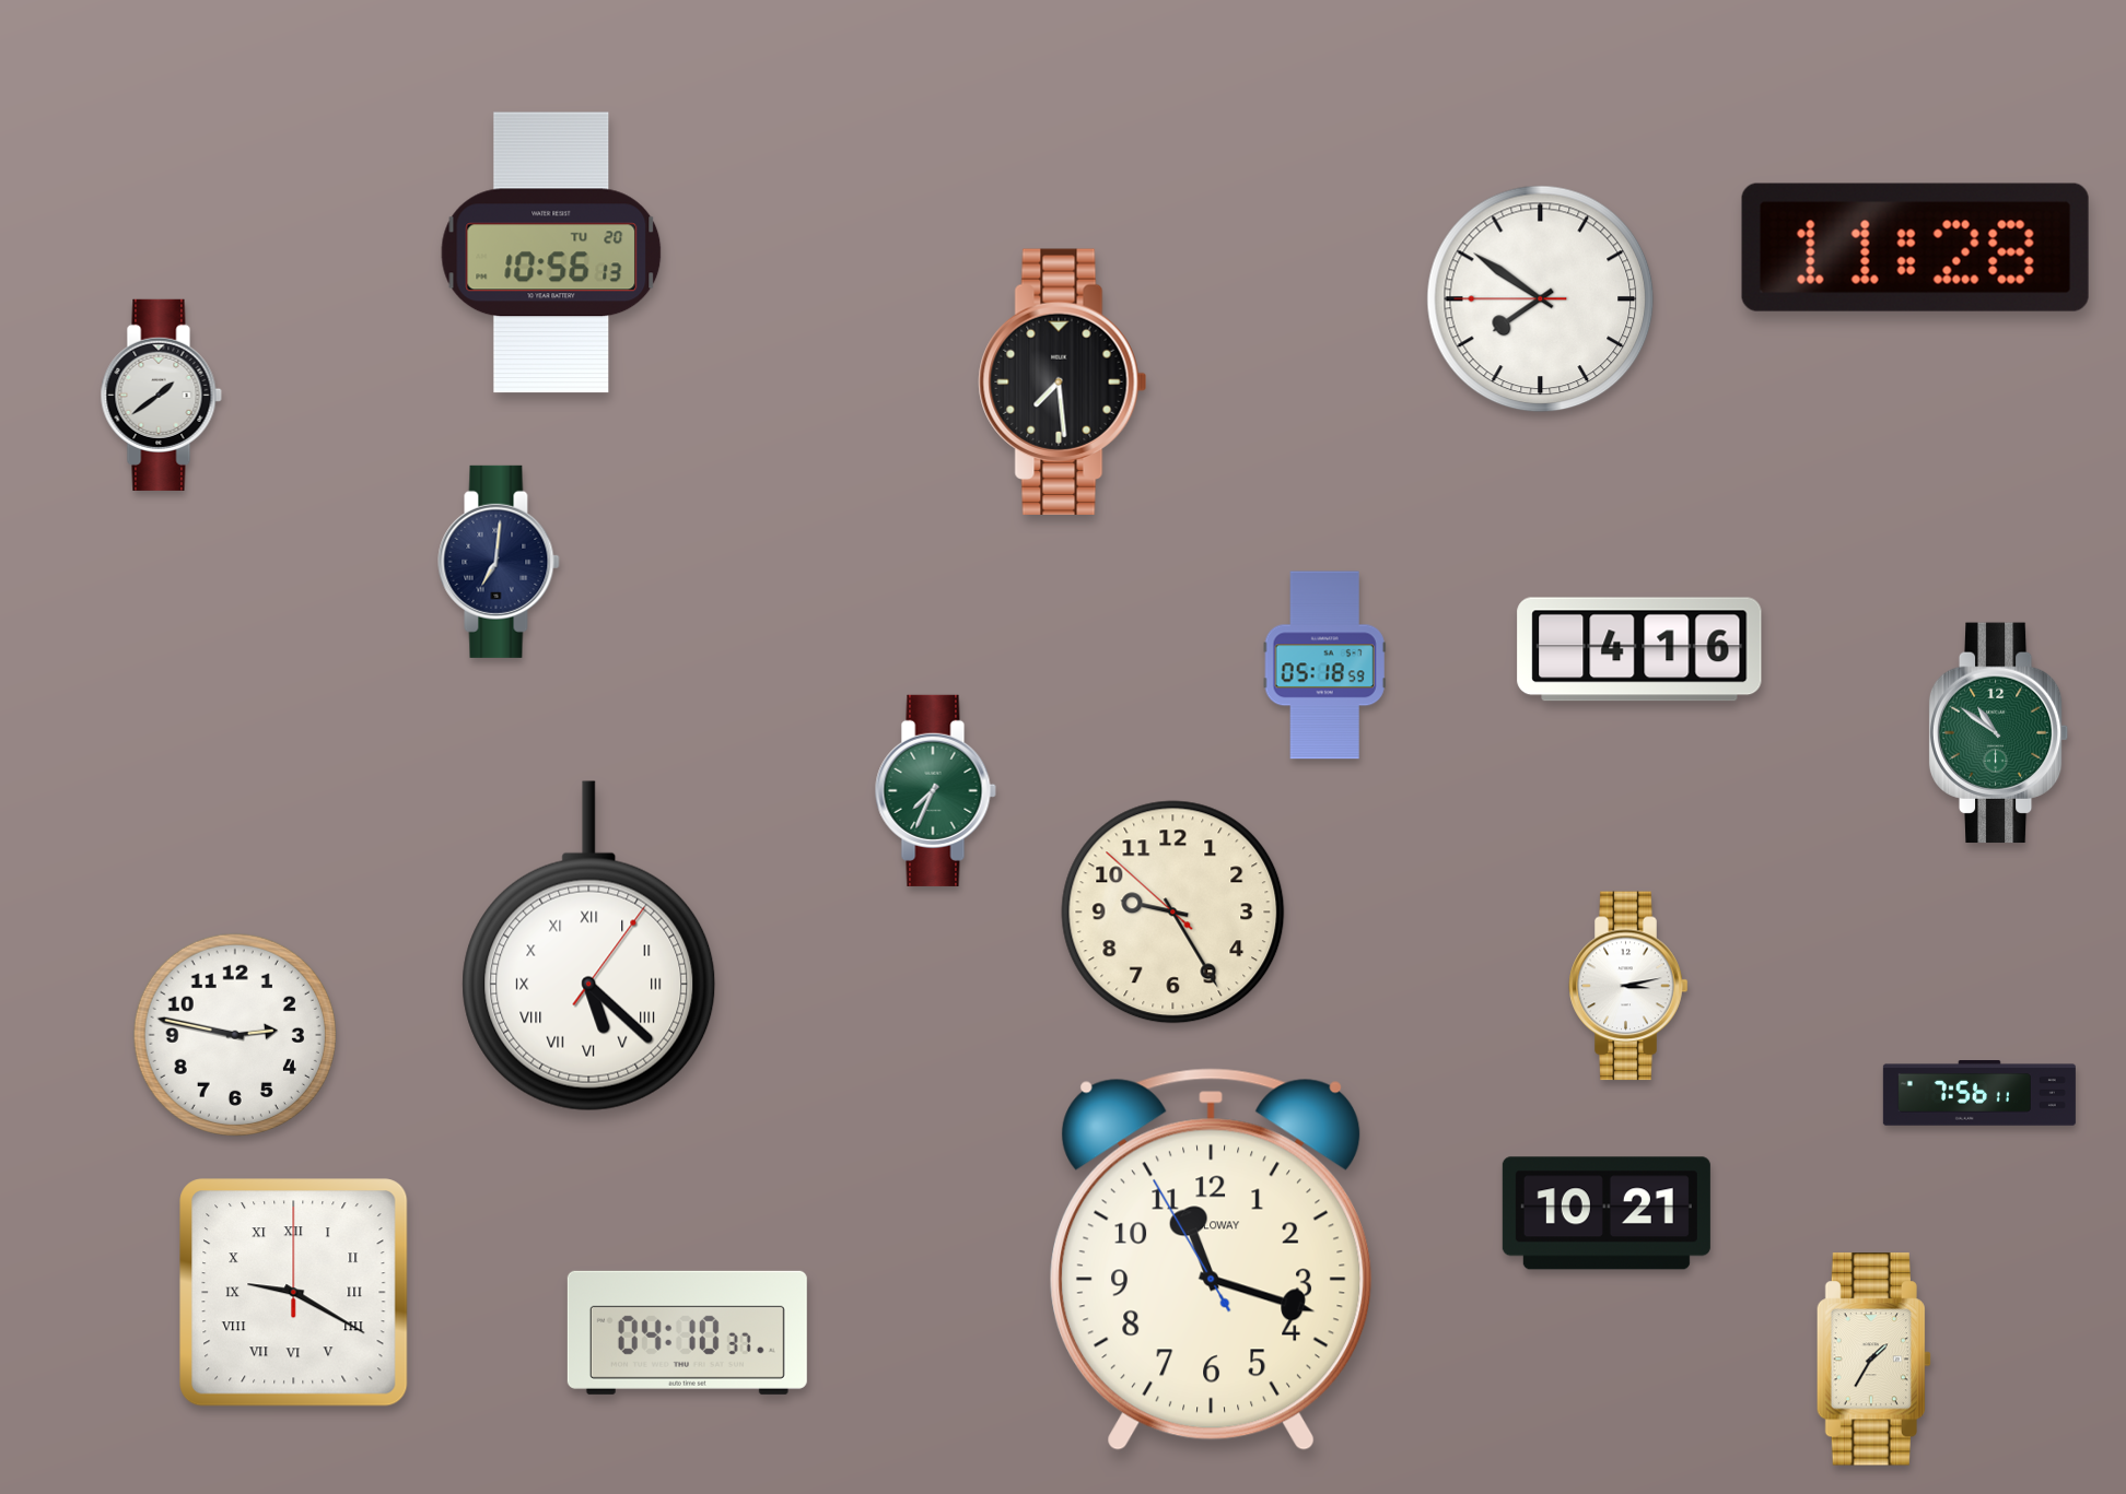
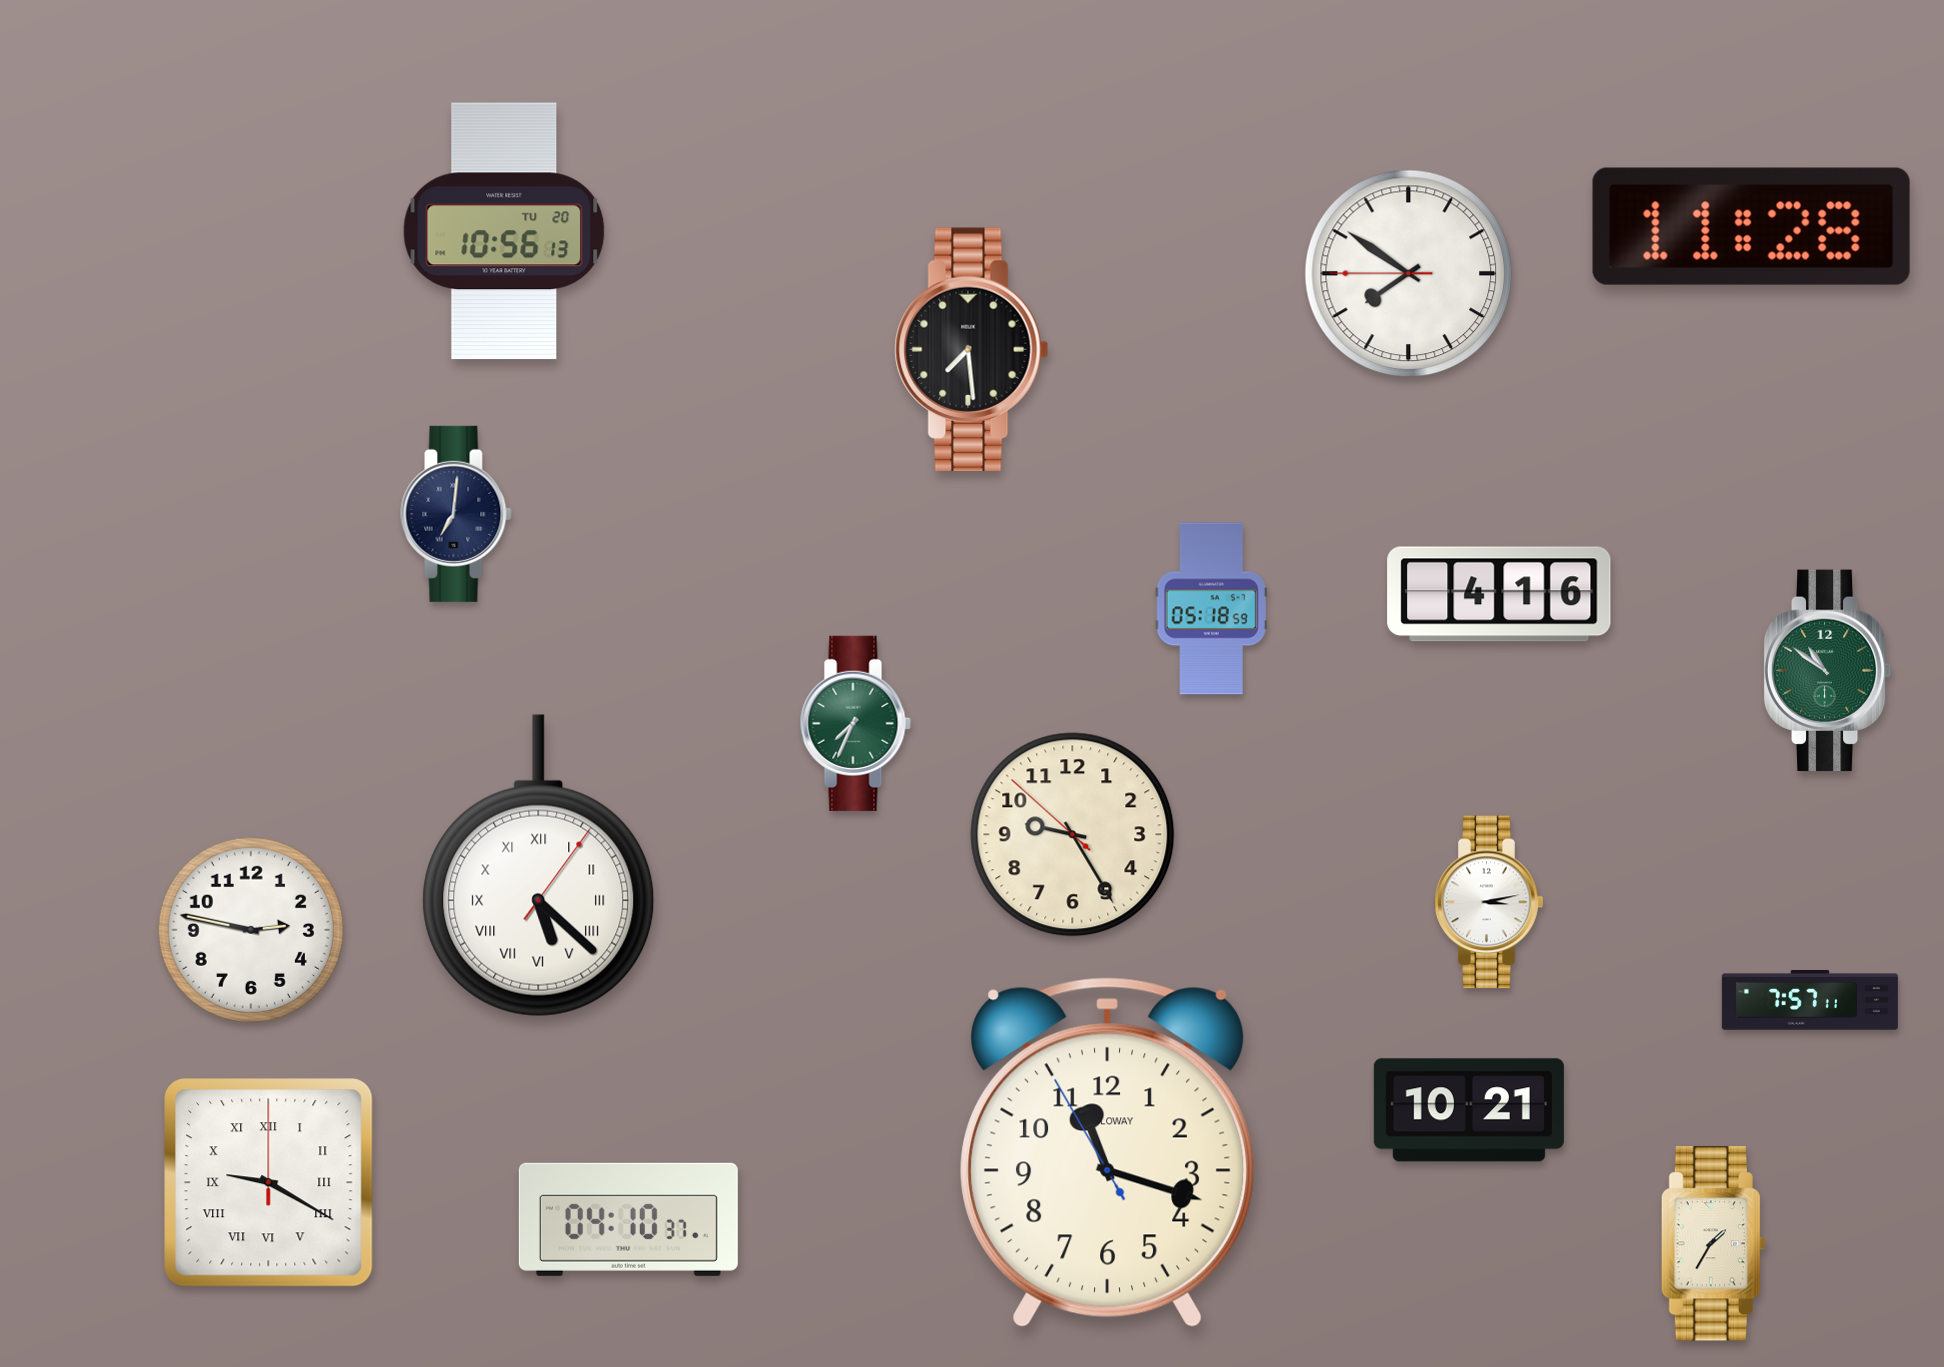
clock at (161, 395): 1:39 -> none
clock at (235, 1035) position: (235, 1035) -> (251, 930)
clock at (1979, 1093): 7:56 -> 7:57
